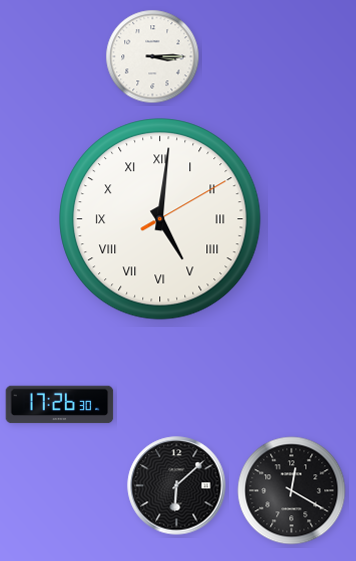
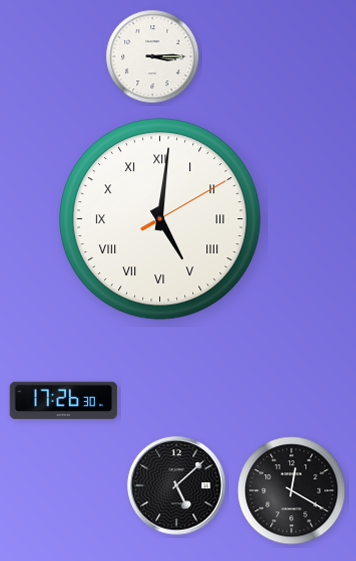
clock at (60, 405) position: (60, 405) -> (64, 401)
clock at (177, 486): 6:08 -> 5:08
